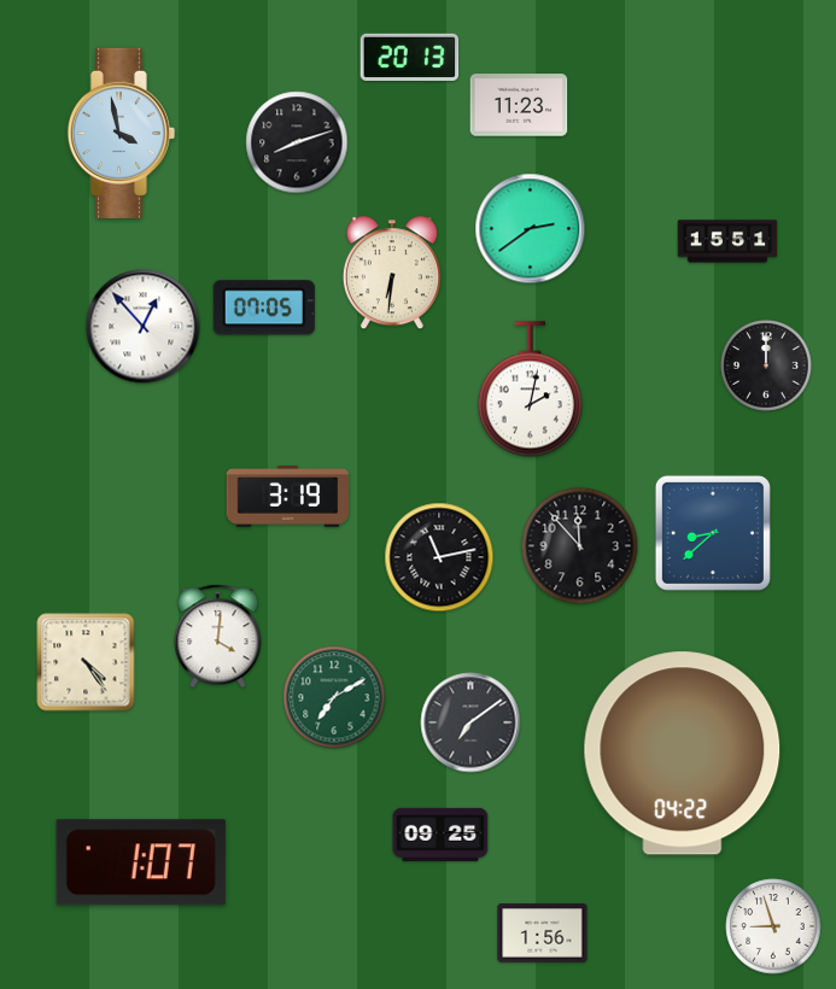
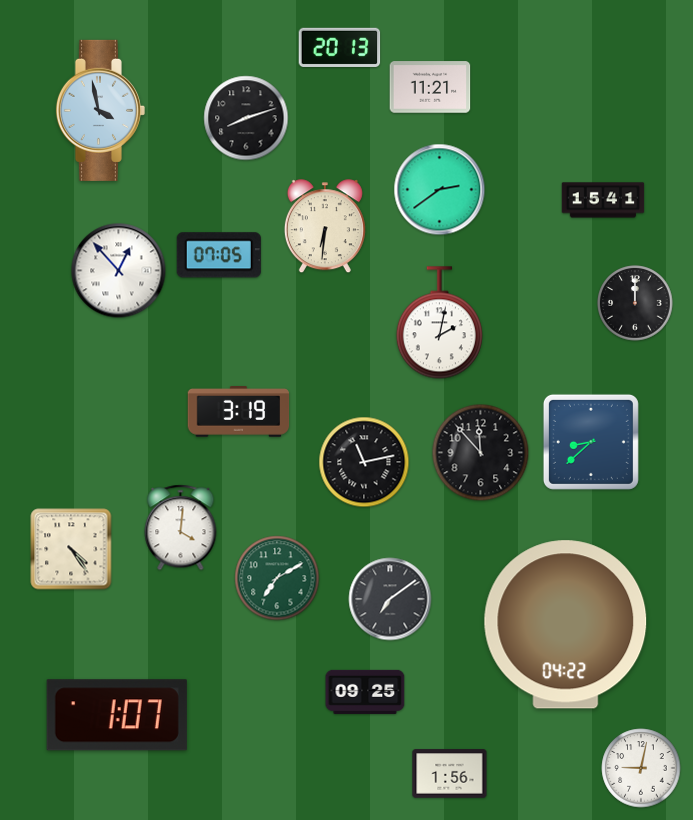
clock at (519, 105): 11:23 -> 11:21
clock at (727, 241): 15:51 -> 15:41
clock at (773, 926): 8:57 -> 9:02
